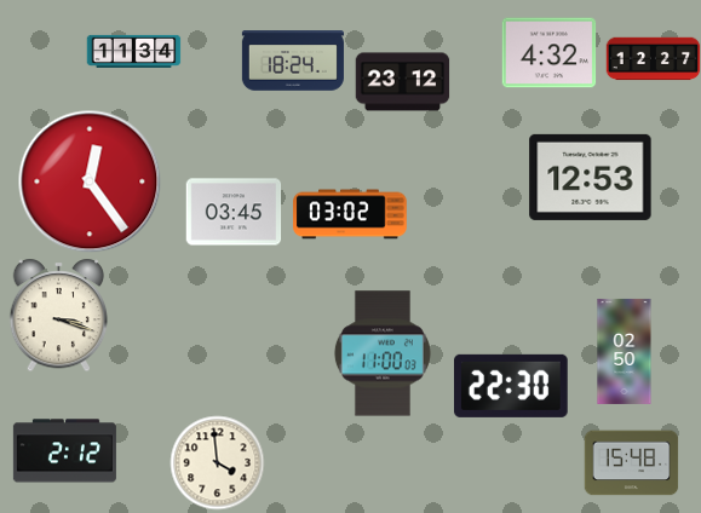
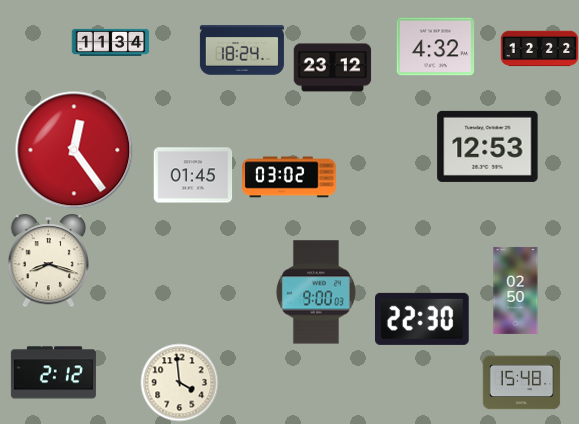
clock at (548, 53) position: (548, 53) -> (435, 47)
clock at (653, 59): 12:27 -> 12:22
clock at (234, 212): 03:45 -> 01:45
clock at (59, 315): 3:18 -> 8:18
clock at (383, 353): 11:00 -> 9:00
